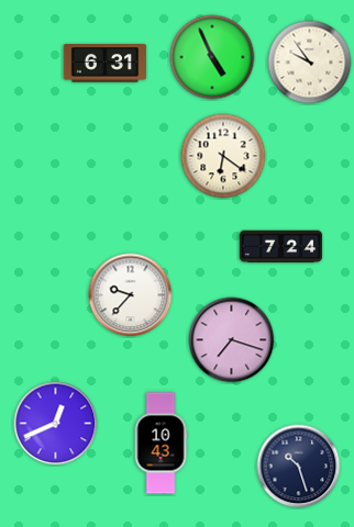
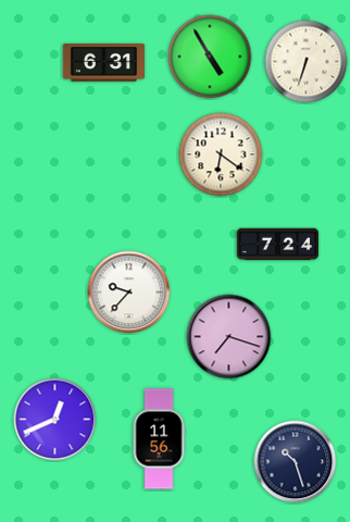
clock at (212, 57): 4:56 -> 4:55
clock at (310, 63): 9:54 -> 6:33
clock at (161, 444): 10:43 -> 11:56
